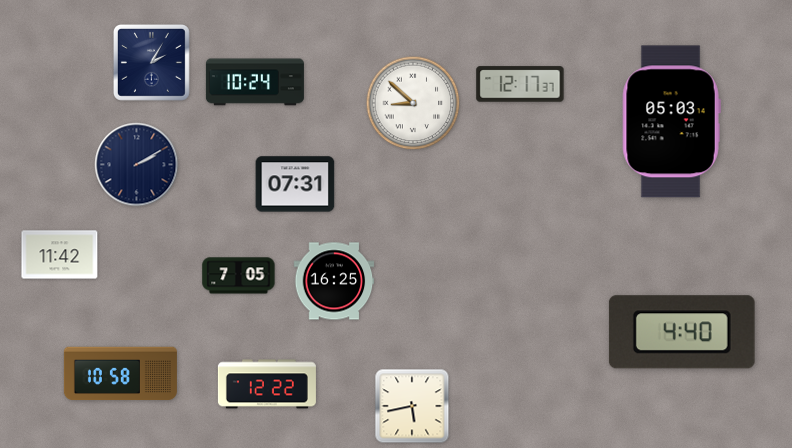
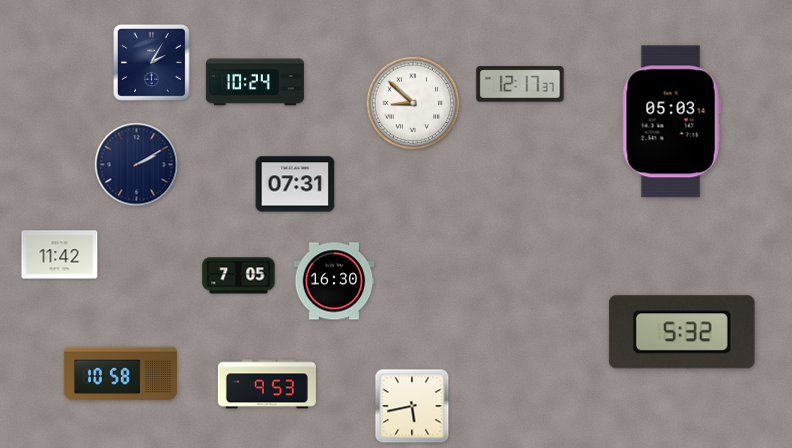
clock at (334, 281): 16:25 -> 16:30
clock at (682, 332): 4:40 -> 5:32
clock at (267, 384): 12:22 -> 9:53
